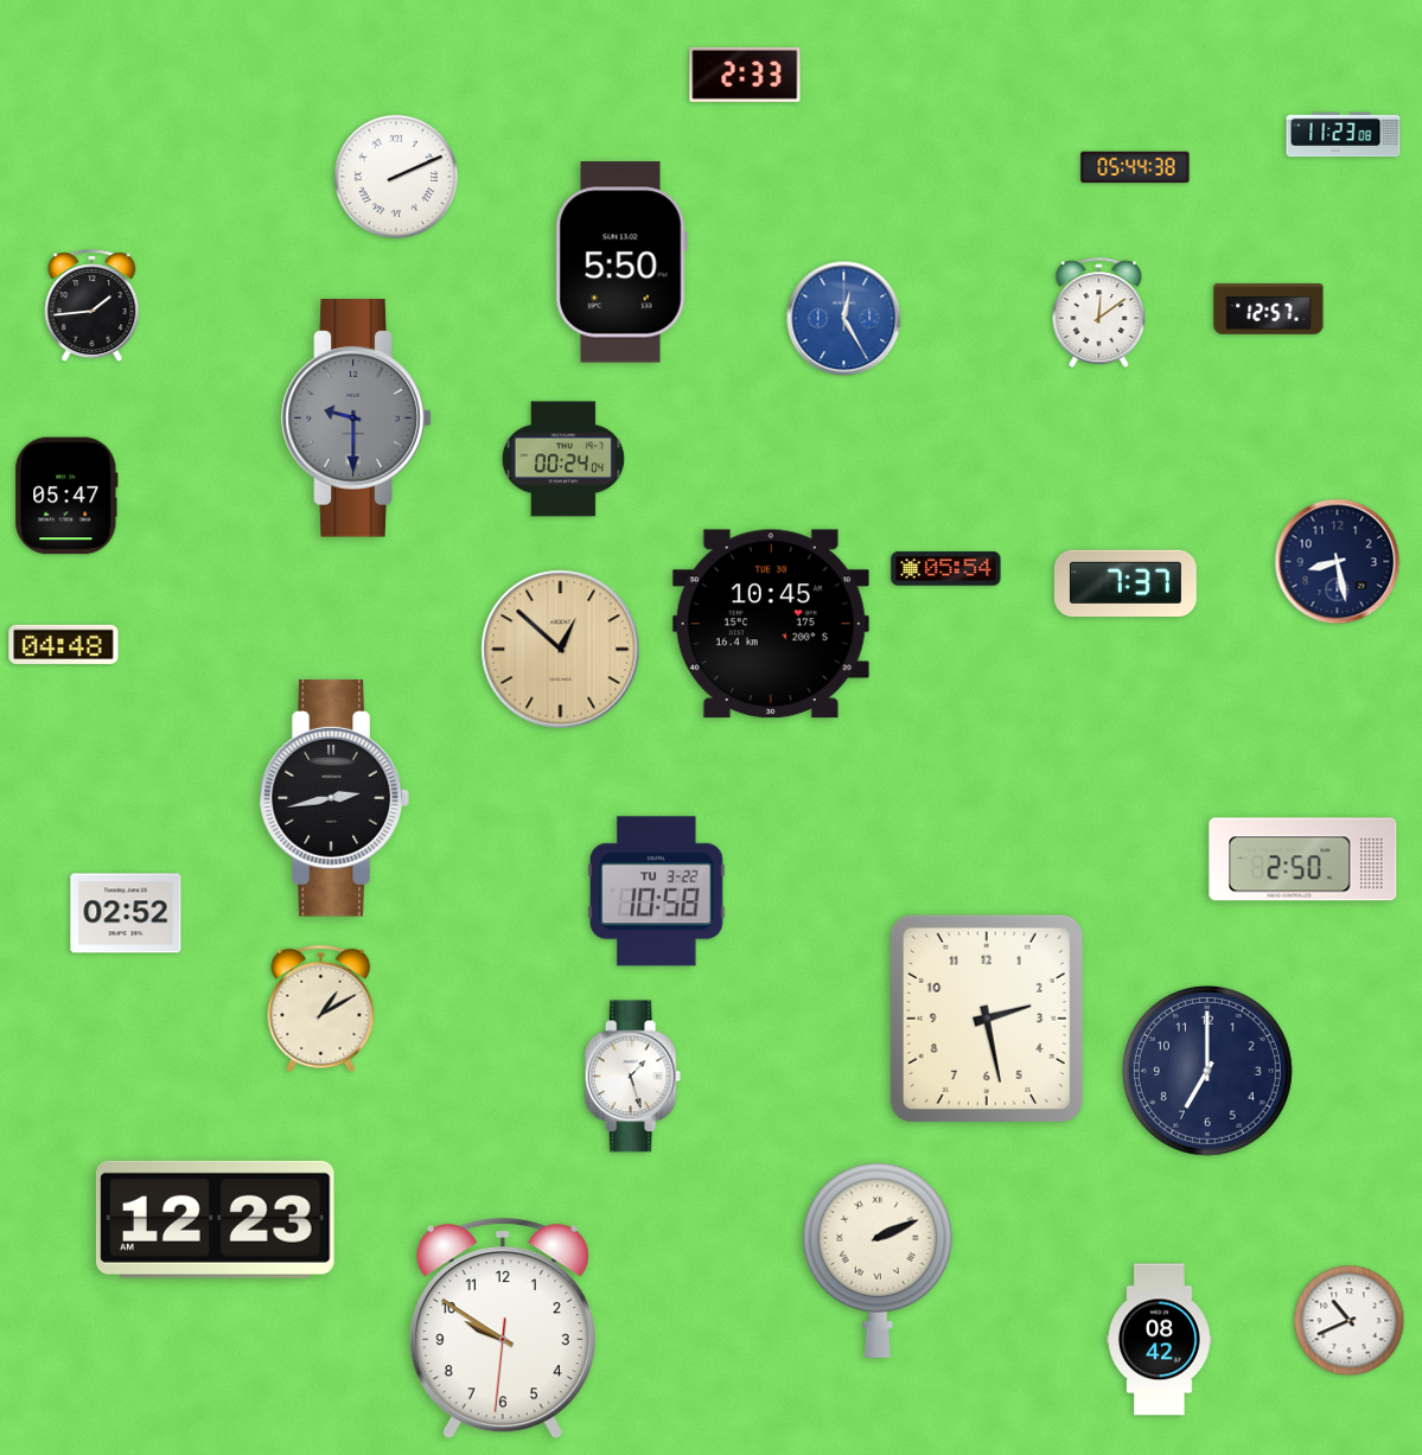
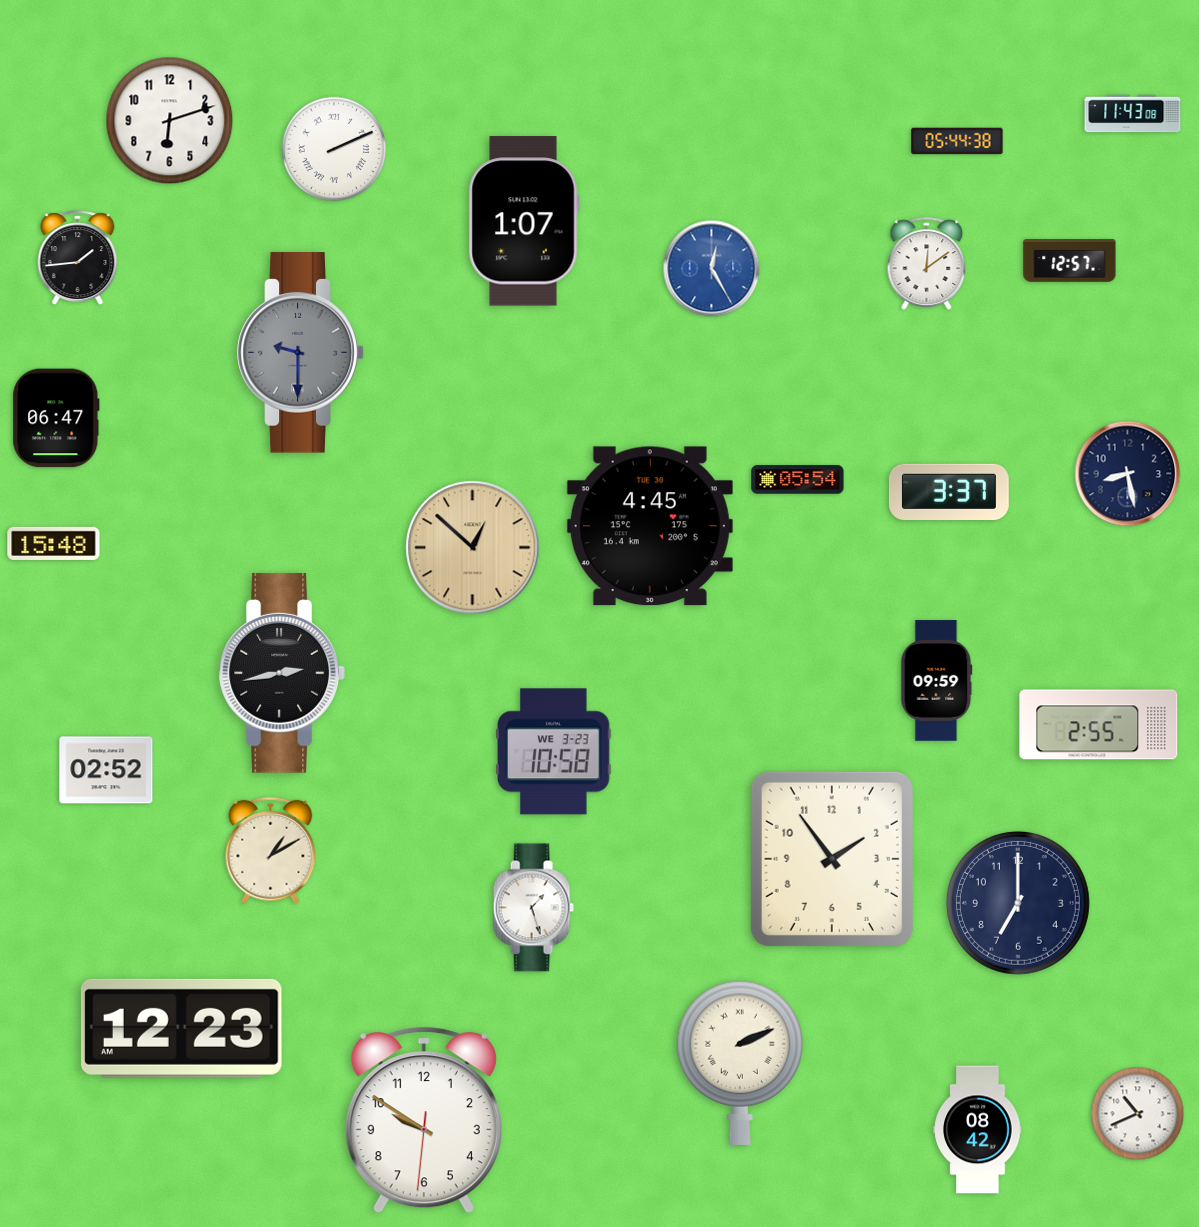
clock at (745, 75): 2:33 -> none
clock at (1344, 135): 11:23 -> 11:43
clock at (170, 121): none -> 6:12
clock at (621, 262): 5:50 -> 1:07
clock at (563, 459): 00:24 -> none
clock at (66, 496): 05:47 -> 06:47
clock at (1126, 582): 7:37 -> 3:37
clock at (771, 624): 10:45 -> 4:45
clock at (64, 644): 04:48 -> 15:48
clock at (937, 681): none -> 09:59
clock at (1303, 860): 2:50 -> 2:55
clock at (657, 892) date: TU 3-22 -> WE 3-23
clock at (987, 1019): 2:28 -> 1:54
